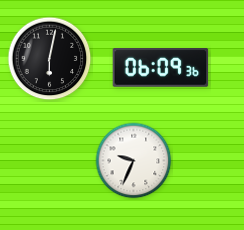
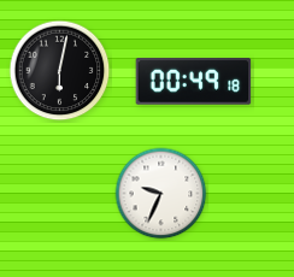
clock at (161, 68): 06:09 -> 00:49
